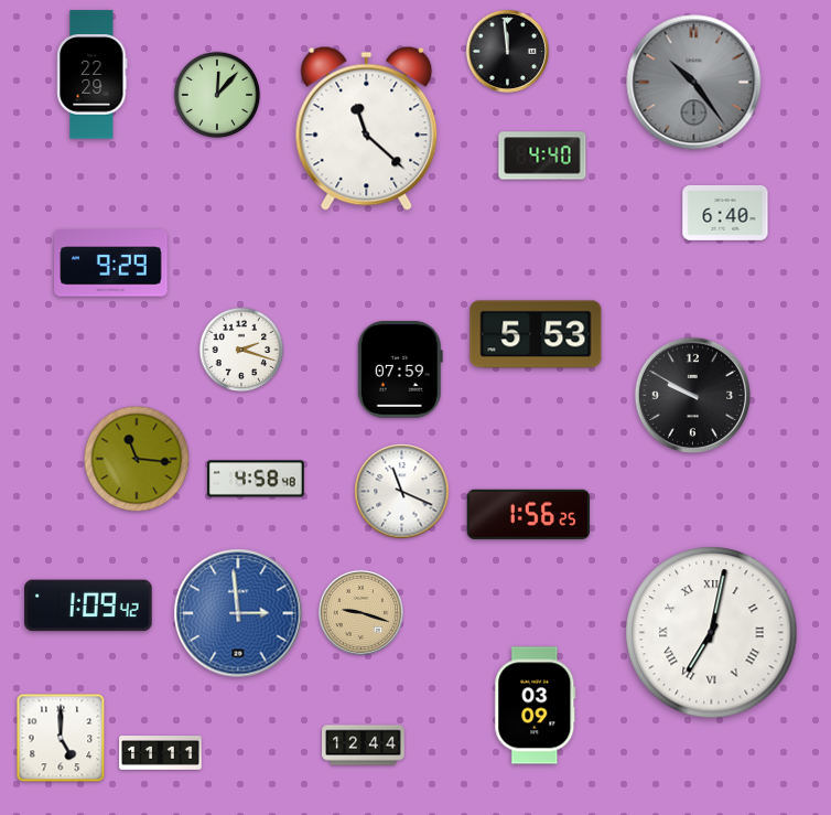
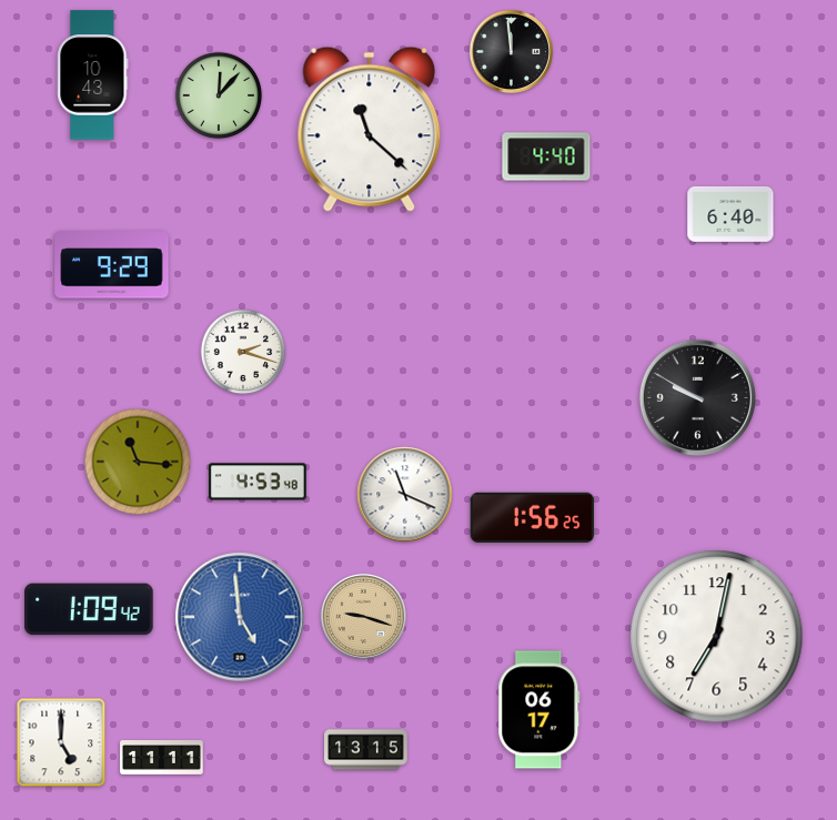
clock at (93, 75): 22:29 -> 10:43
clock at (694, 83): 10:24 -> none
clock at (536, 334): 5:53 -> none
clock at (400, 369): 07:59 -> none
clock at (256, 479): 4:58 -> 4:53
clock at (238, 613): 2:59 -> 4:59
clock at (712, 633) numerals: Roman -> Arabic
clock at (536, 706): 03:09 -> 06:17
clock at (364, 746): 12:44 -> 13:15
